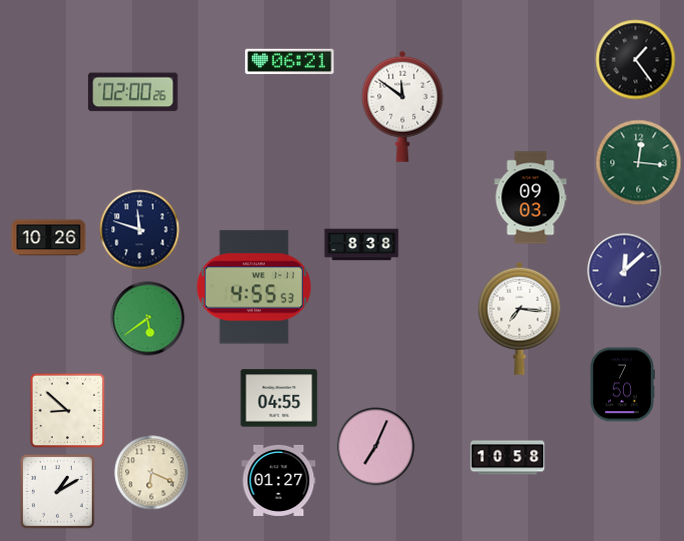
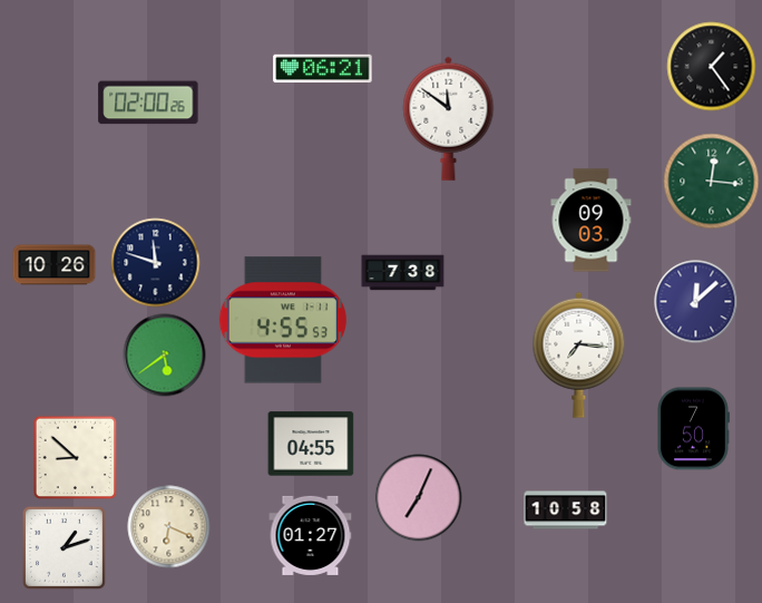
clock at (636, 60) position: (636, 60) -> (712, 67)
clock at (140, 230) position: (140, 230) -> (156, 263)
clock at (362, 245): 8:38 -> 7:38
clock at (57, 491): 1:10 -> 1:12
